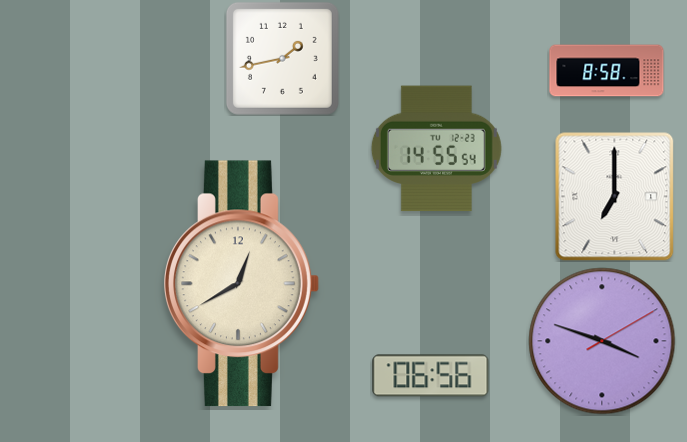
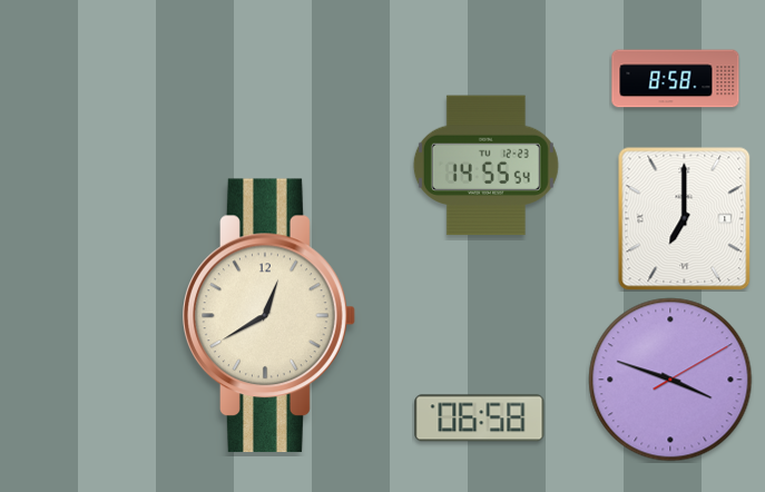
clock at (282, 58): 1:43 -> none
clock at (431, 376): 06:56 -> 06:58
